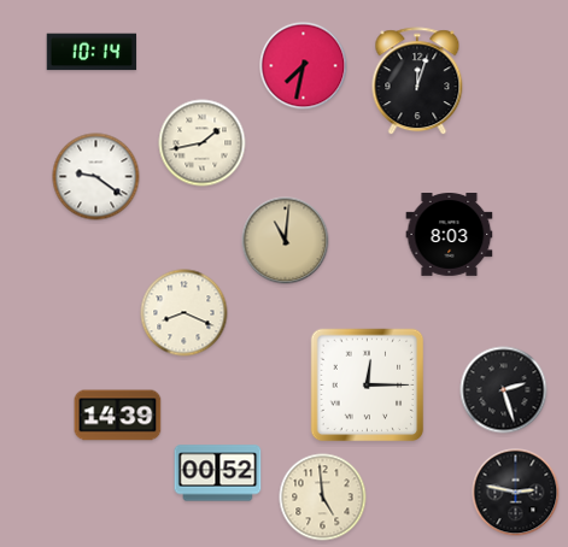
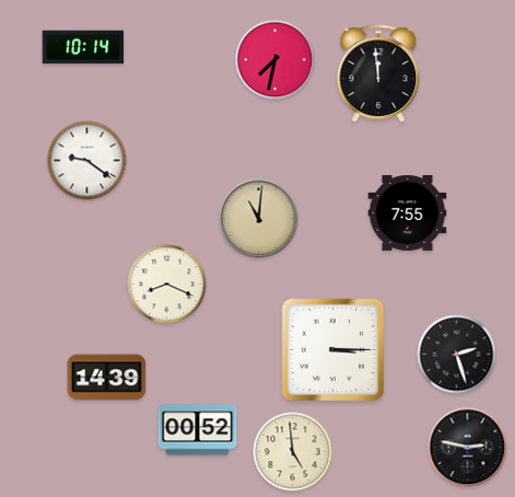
clock at (417, 82): 12:03 -> 11:59
clock at (203, 143): 1:43 -> none
clock at (450, 235): 8:03 -> 7:55
clock at (368, 386): 12:15 -> 3:15
